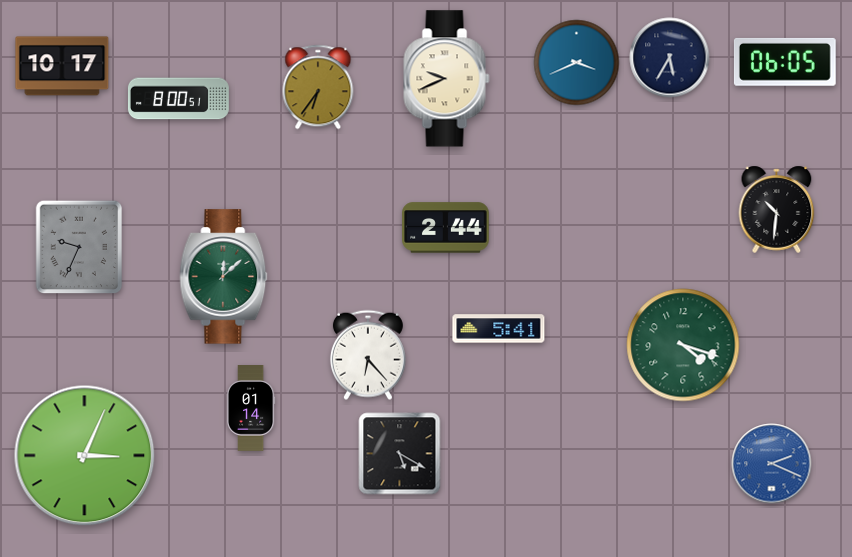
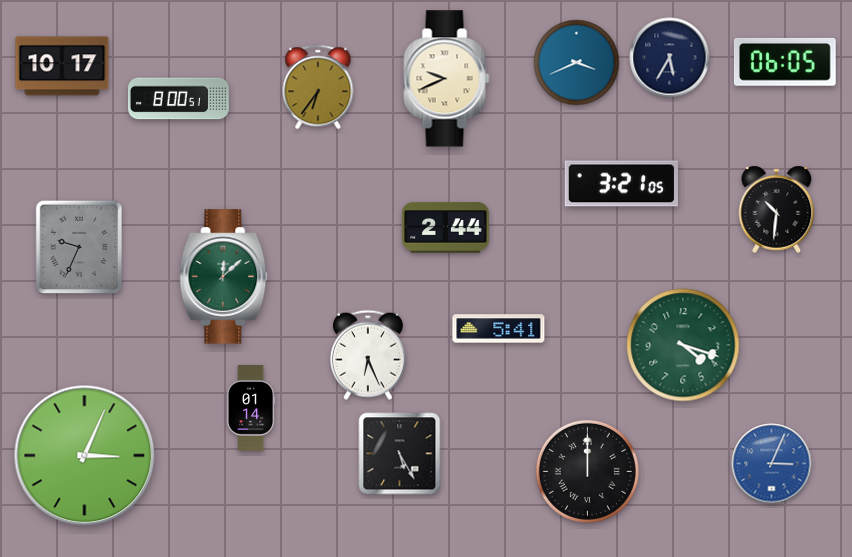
clock at (622, 184): none -> 3:21
clock at (368, 355): 6:23 -> 6:26
clock at (400, 454): 5:20 -> 5:25
clock at (772, 464): 2:19 -> 3:04
clock at (587, 471): none -> 12:00
